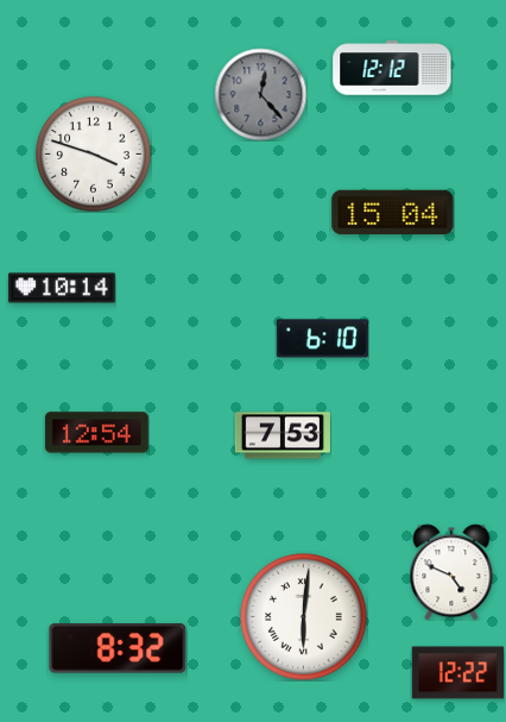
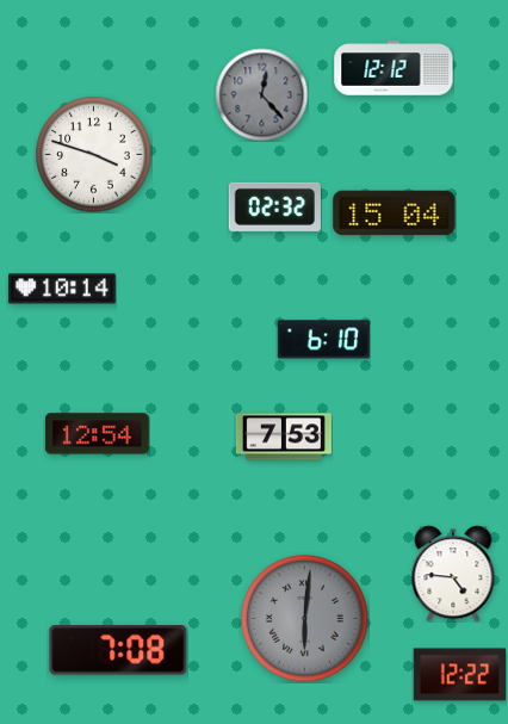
clock at (274, 206): none -> 02:32
clock at (451, 572): 4:49 -> 4:46
clock at (304, 617) dial: white -> grey
clock at (118, 649): 8:32 -> 7:08
